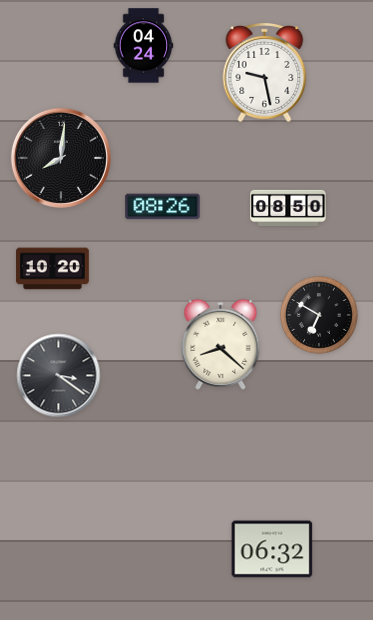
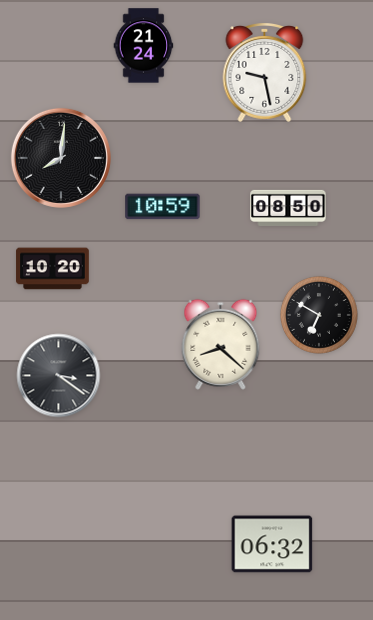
clock at (144, 46): 04:24 -> 21:24
clock at (163, 207): 08:26 -> 10:59
clock at (272, 549) position: (272, 549) -> (272, 544)
